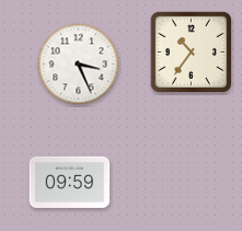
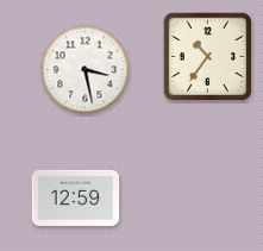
clock at (79, 65): 3:26 -> 3:28
clock at (70, 182): 09:59 -> 12:59
